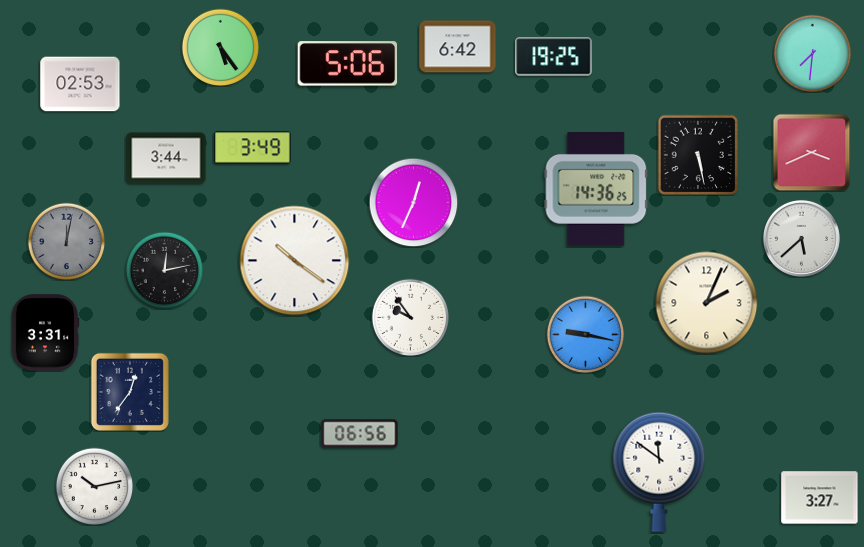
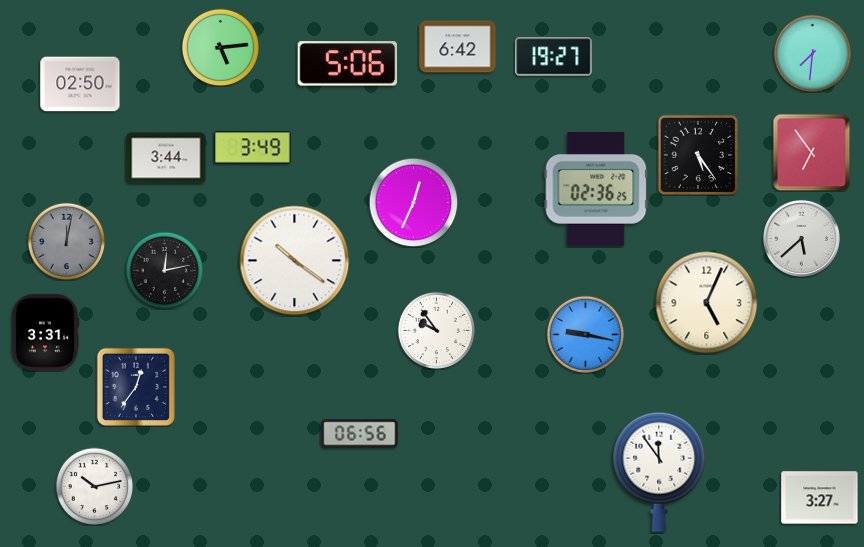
clock at (220, 47): 5:24 -> 5:14
clock at (554, 57): 19:25 -> 19:27
clock at (80, 84): 02:53 -> 02:50
clock at (811, 152): 3:41 -> 6:54
clock at (697, 154): 5:28 -> 5:24
clock at (596, 190): 14:36 -> 02:36
clock at (707, 303): 2:04 -> 5:04
clock at (410, 317) position: (410, 317) -> (436, 330)
clock at (130, 392) position: (130, 392) -> (136, 387)
clock at (659, 472): 11:51 -> 11:54
